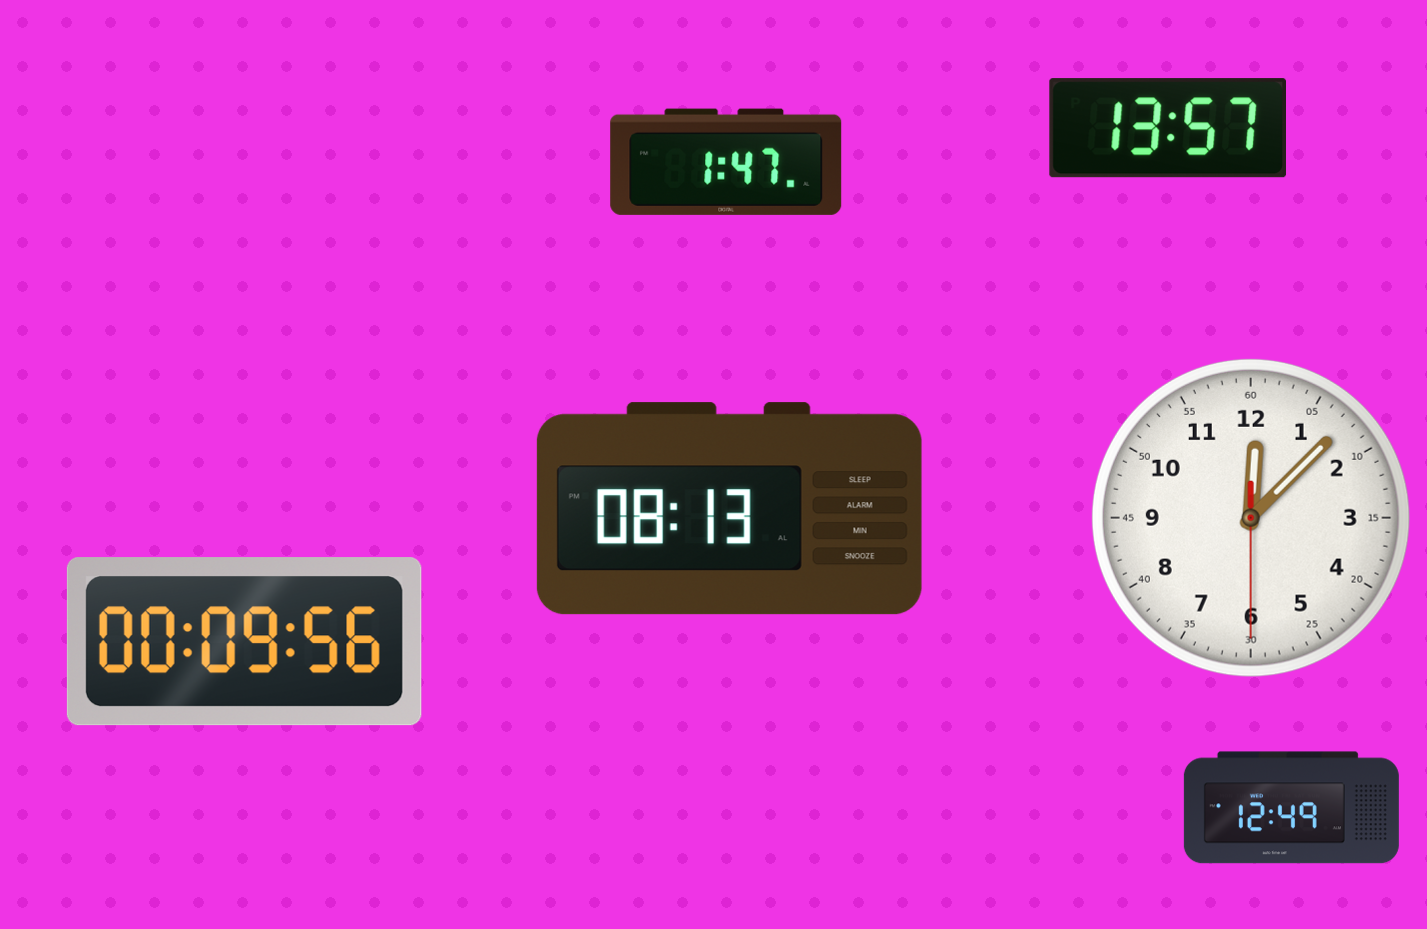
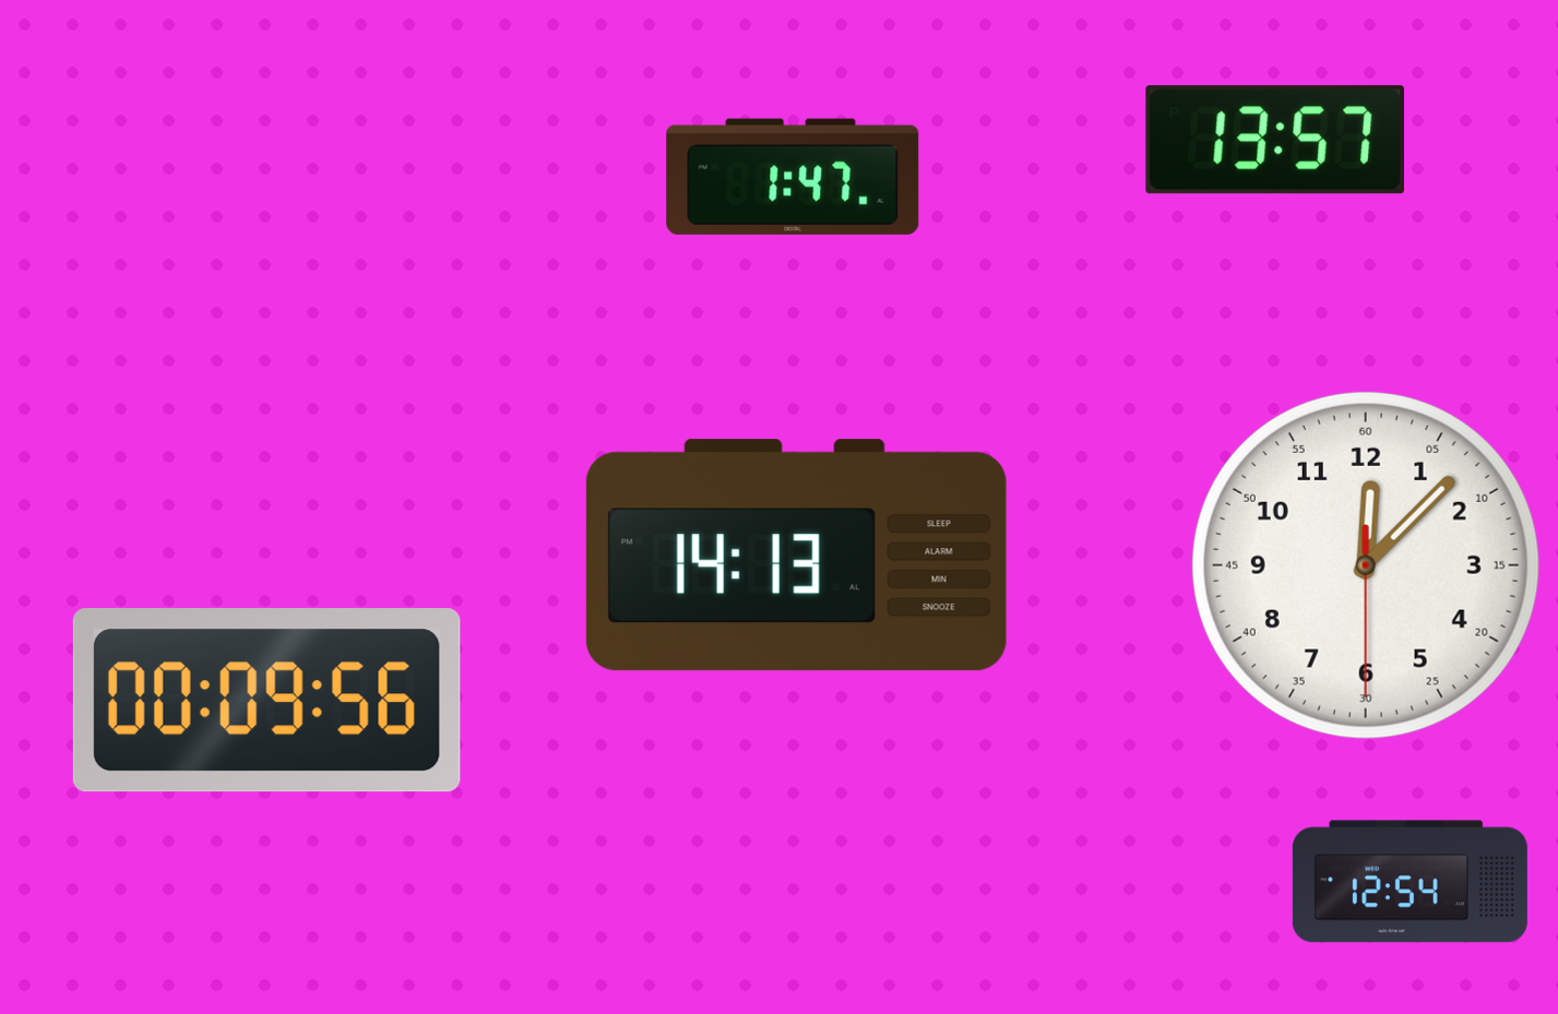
clock at (729, 509): 08:13 -> 14:13
clock at (1291, 808): 12:49 -> 12:54
